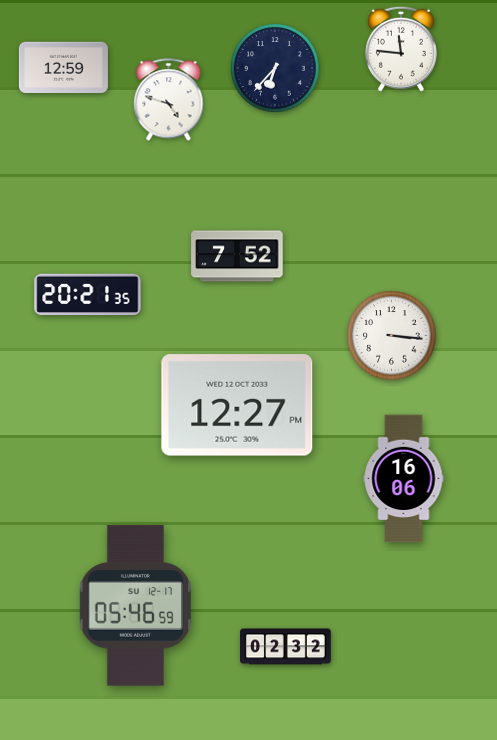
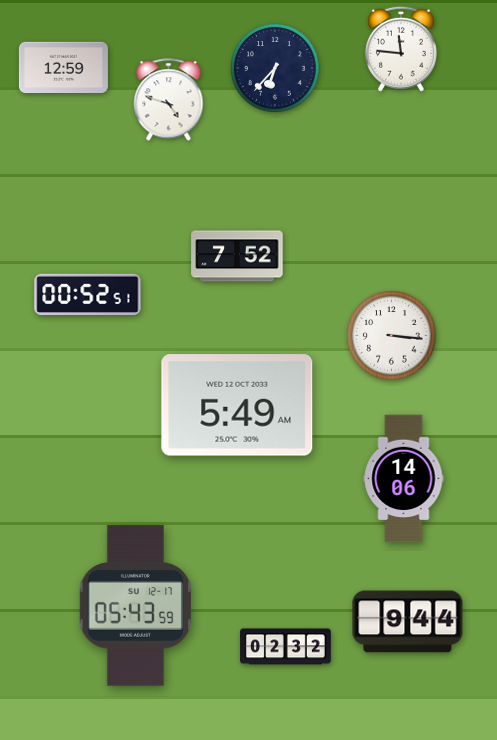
clock at (88, 295): 20:21 -> 00:52
clock at (237, 405): 12:27 -> 5:49
clock at (404, 479): 16:06 -> 14:06
clock at (135, 606): 05:46 -> 05:43
clock at (408, 622): none -> 9:44
